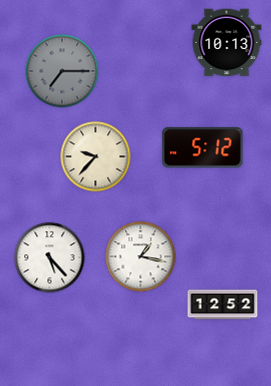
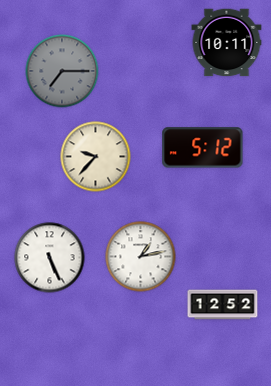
clock at (227, 43): 10:13 -> 10:11
clock at (141, 257): 1:17 -> 1:13
clock at (50, 258): 5:23 -> 5:26
